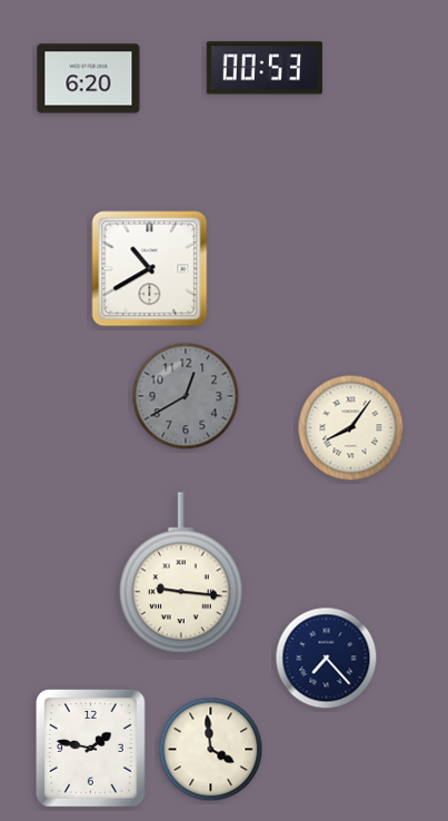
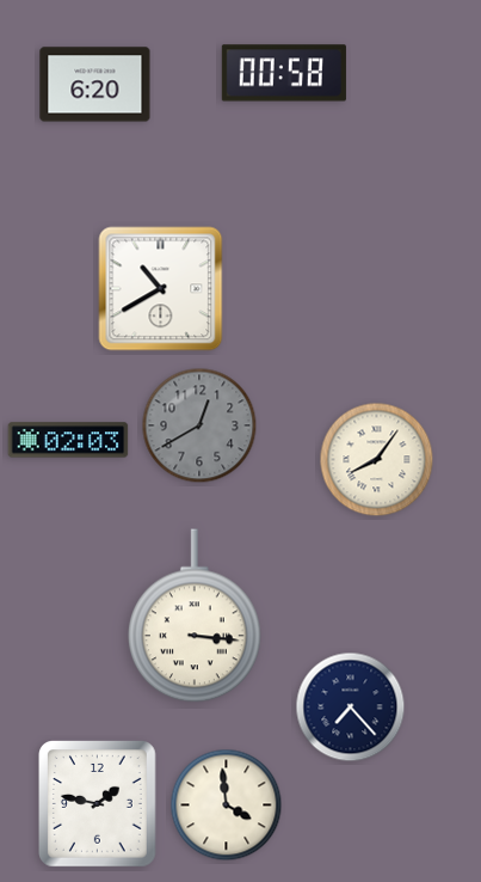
clock at (265, 68): 00:53 -> 00:58
clock at (68, 440): none -> 02:03
clock at (181, 573): 9:16 -> 3:16
